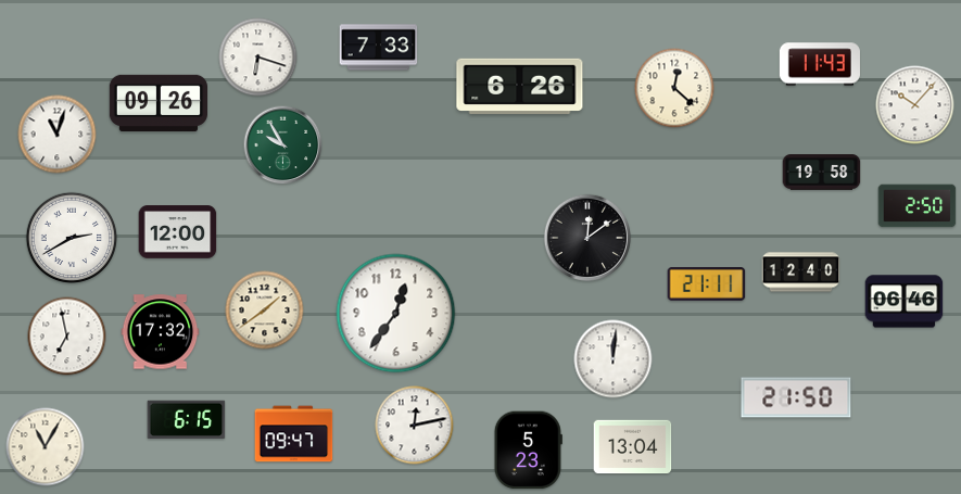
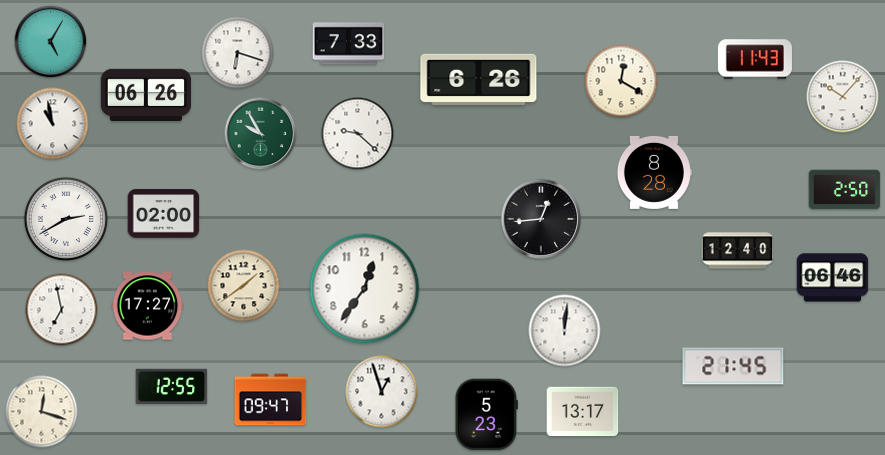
clock at (51, 42): none -> 5:05
clock at (674, 88): 12:22 -> 12:20
clock at (157, 102): 09:26 -> 06:26
clock at (58, 135): 11:03 -> 10:58
clock at (358, 134): none -> 9:22
clock at (822, 173): 19:58 -> none
clock at (654, 172): none -> 8:28
clock at (178, 232): 12:00 -> 02:00
clock at (586, 237): 12:09 -> 12:44
clock at (707, 284): 21:11 -> none
clock at (161, 332): 17:32 -> 17:27
clock at (796, 397): 21:50 -> 21:45
clock at (187, 419): 6:15 -> 12:55
clock at (415, 426): 12:13 -> 12:57
clock at (46, 447): 11:05 -> 12:18
clock at (633, 447): 13:04 -> 13:17
